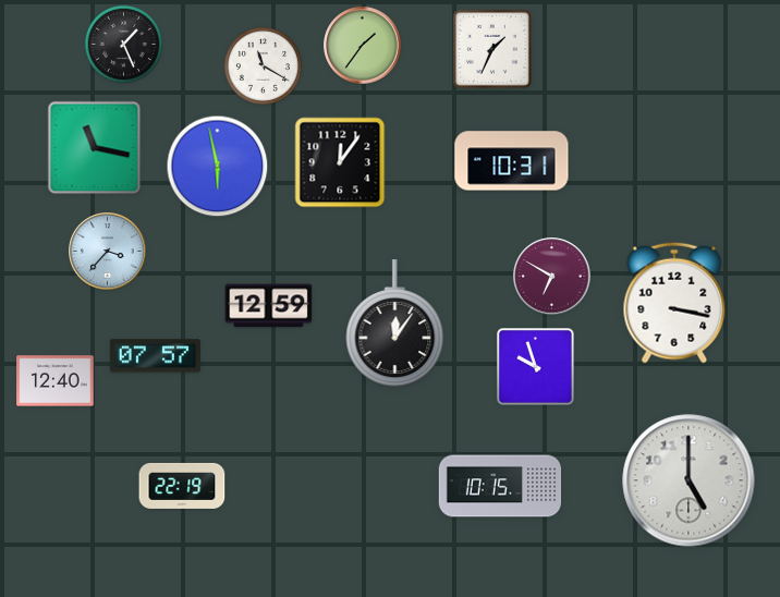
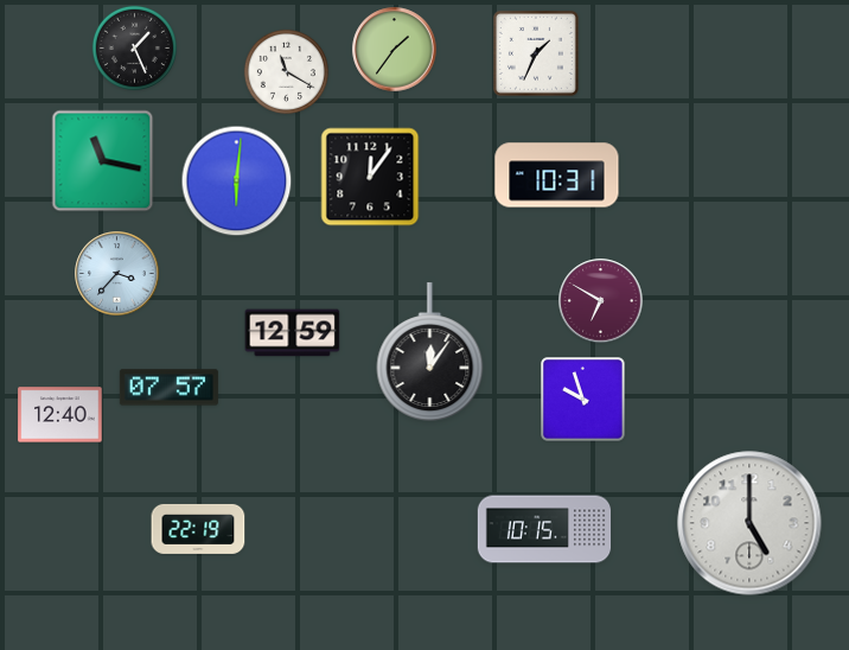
clock at (218, 167): 5:58 -> 6:01
clock at (674, 303): 3:17 -> none
